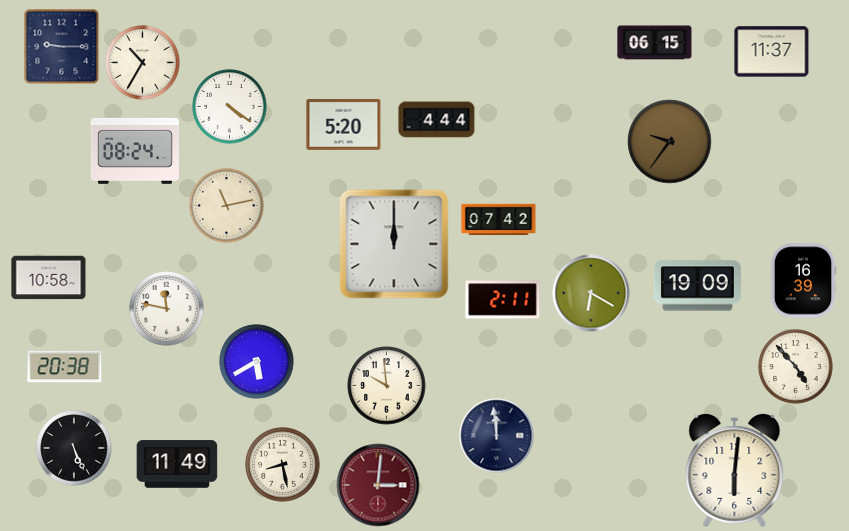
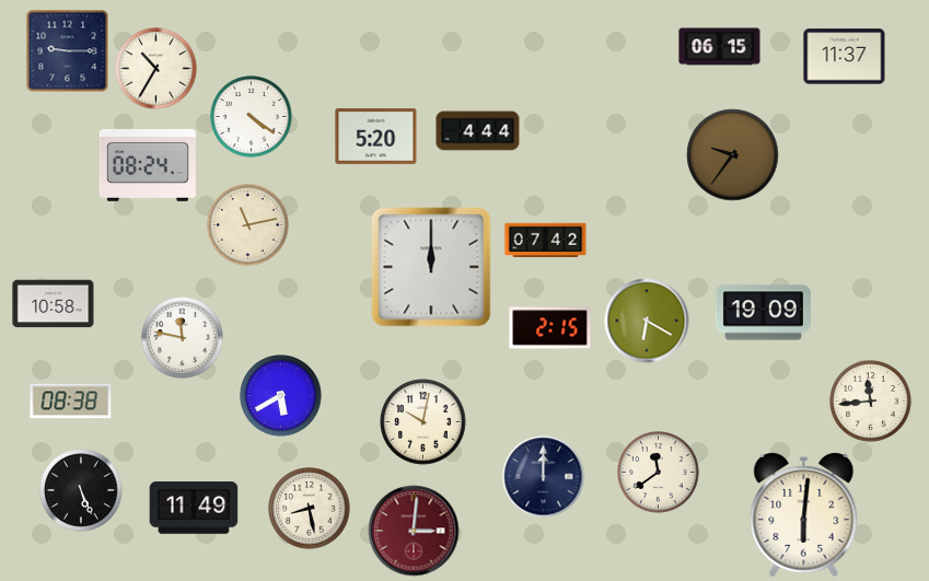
clock at (655, 43) position: (655, 43) -> (720, 47)
clock at (803, 281): 16:39 -> none
clock at (503, 300): 2:11 -> 2:15
clock at (65, 367): 20:38 -> 08:38
clock at (796, 367): 4:53 -> 11:44
clock at (387, 386): 9:59 -> 10:02
clock at (659, 473): none -> 11:39
clock at (497, 436): 11:59 -> 12:00
